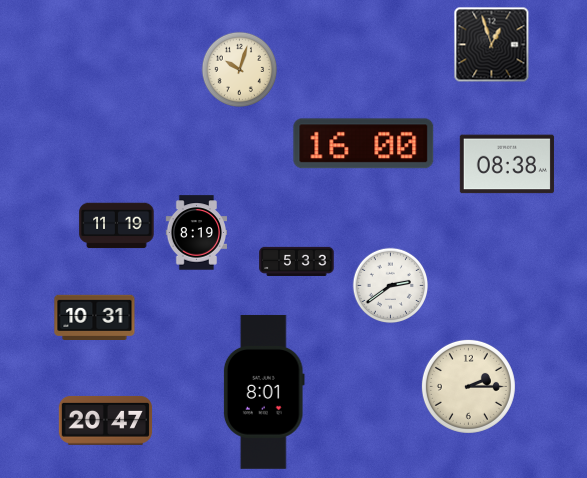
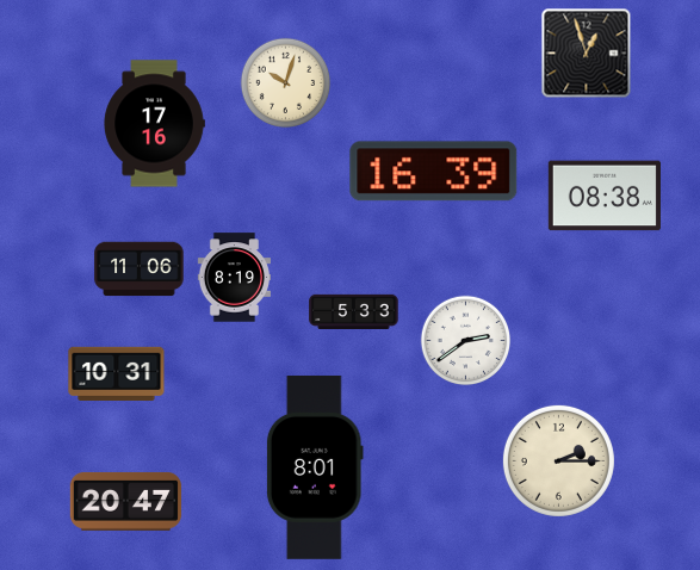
clock at (154, 124): none -> 17:16
clock at (364, 144): 16:00 -> 16:39
clock at (117, 226): 11:19 -> 11:06
clock at (95, 318) position: (95, 318) -> (117, 374)
